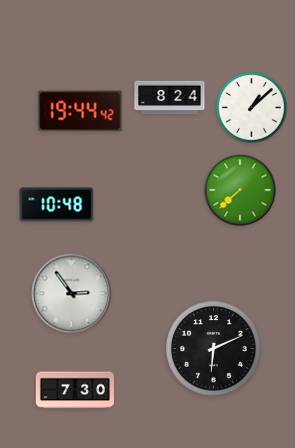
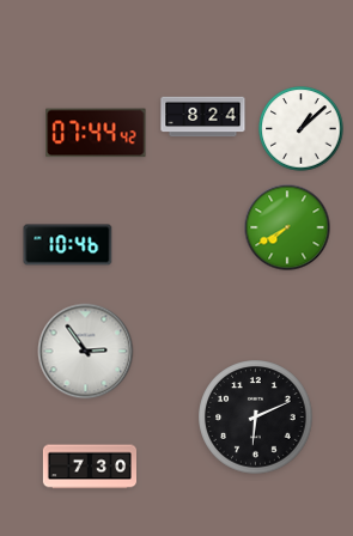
clock at (80, 111): 19:44 -> 07:44
clock at (240, 190): 7:38 -> 7:40
clock at (57, 205): 10:48 -> 10:46
